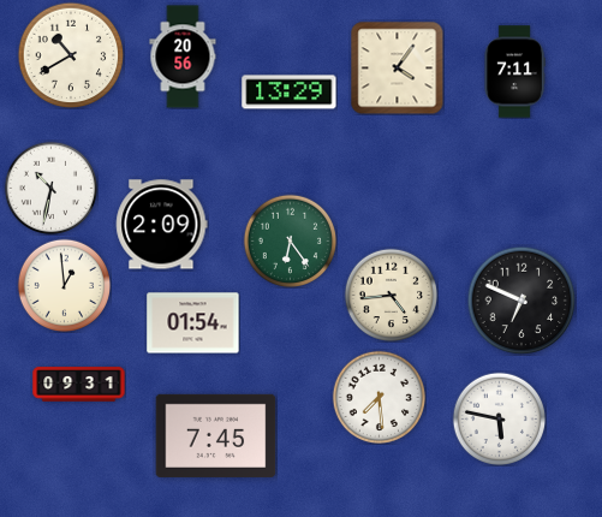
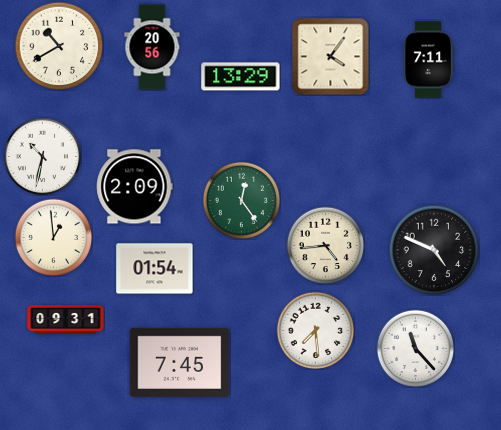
clock at (290, 240): 6:24 -> 12:24
clock at (521, 301): 6:49 -> 4:49
clock at (193, 323) position: (193, 323) -> (155, 269)
clock at (499, 418): 5:47 -> 11:23
